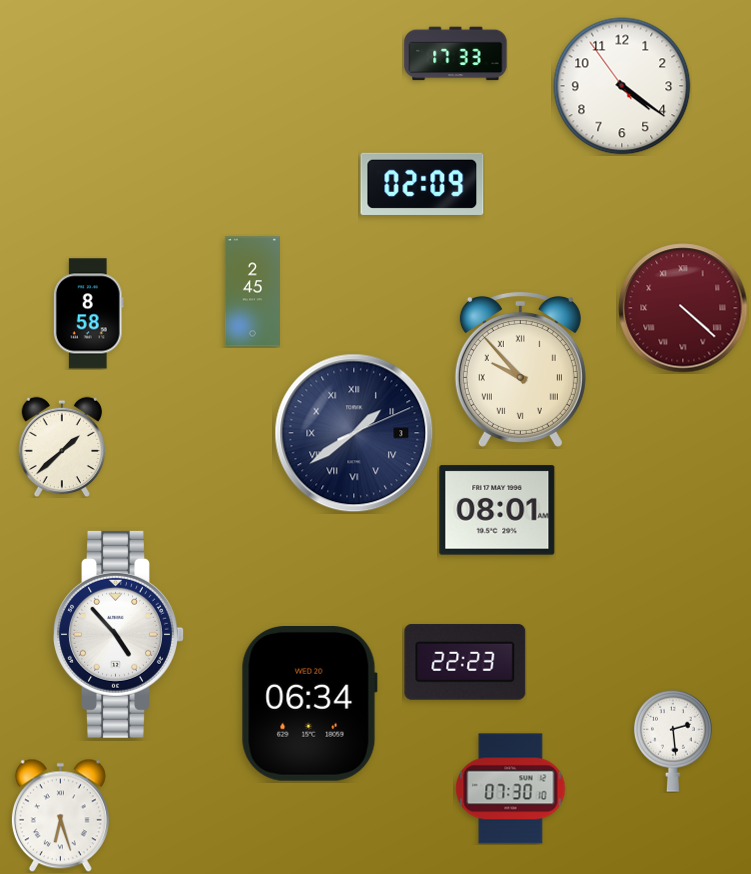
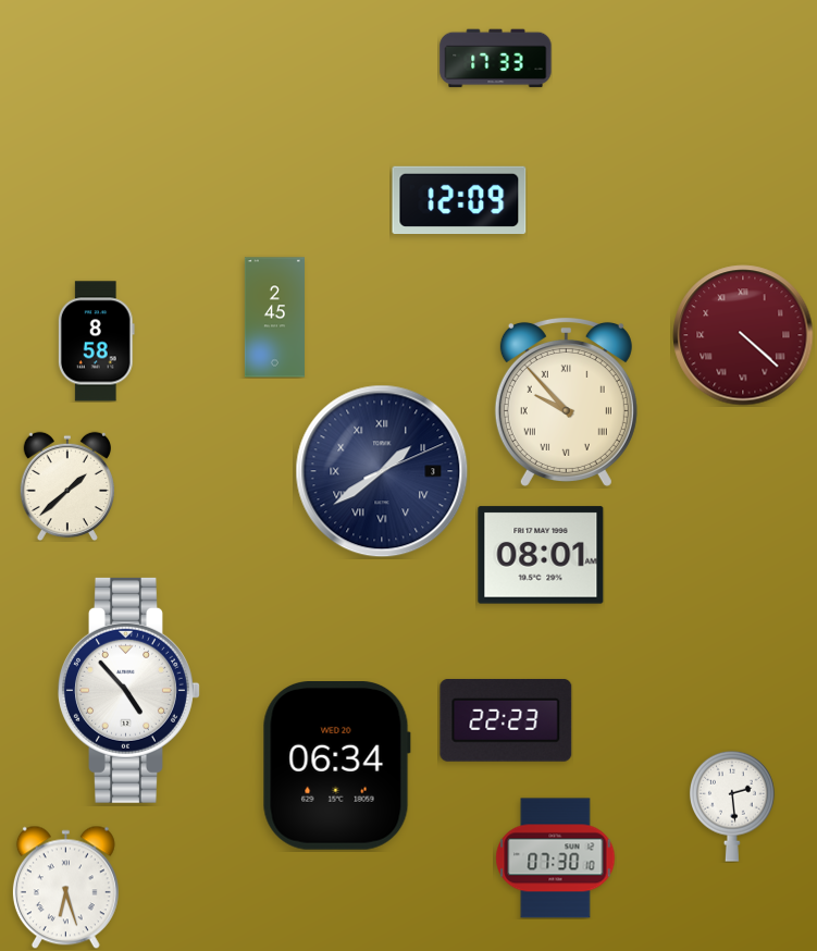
clock at (622, 86): 4:20 -> none
clock at (422, 184): 02:09 -> 12:09
clock at (354, 433) position: (354, 433) -> (382, 471)
